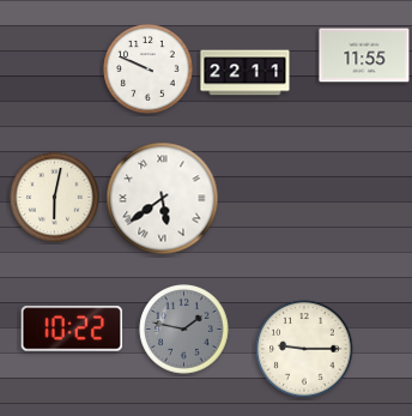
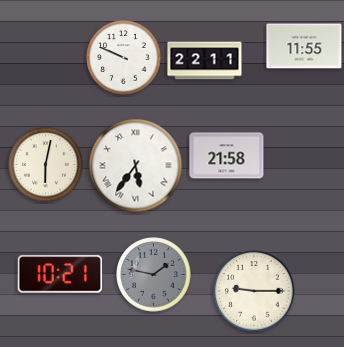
clock at (227, 156): none -> 21:58
clock at (163, 199): 5:39 -> 5:36
clock at (72, 328): 10:22 -> 10:21
